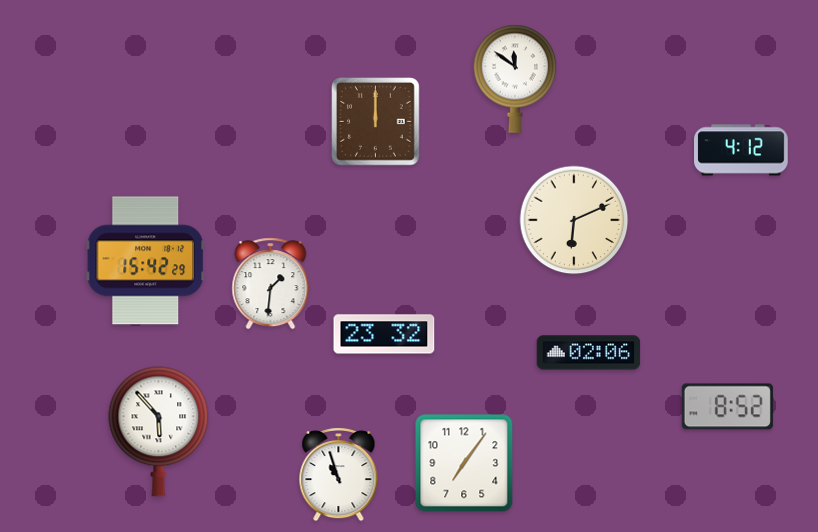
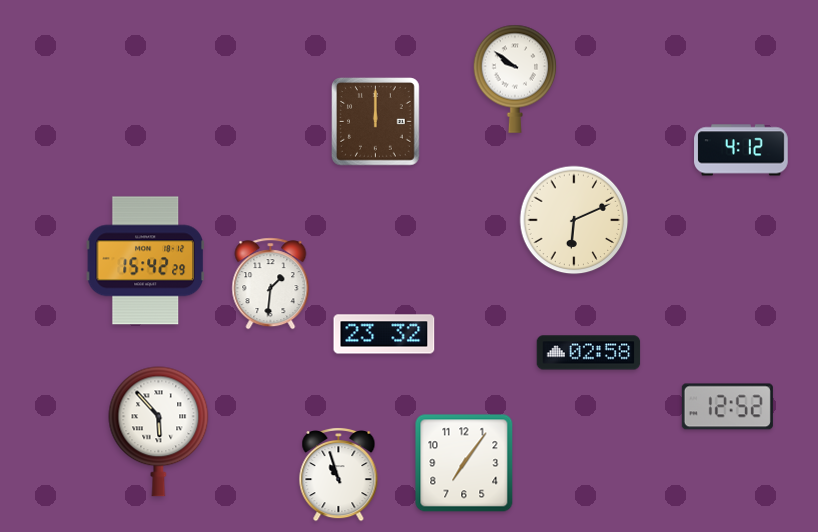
clock at (515, 79): 11:51 -> 9:51
clock at (589, 353): 02:06 -> 02:58
clock at (727, 407): 8:52 -> 12:52
